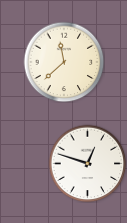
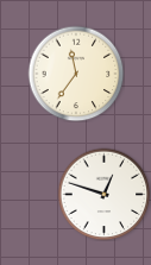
clock at (64, 62): 11:38 -> 11:36
